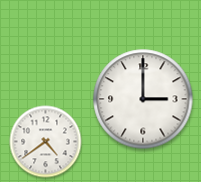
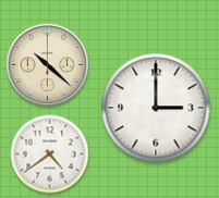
clock at (48, 65): none -> 10:22
